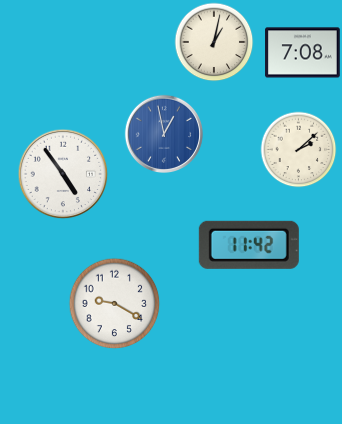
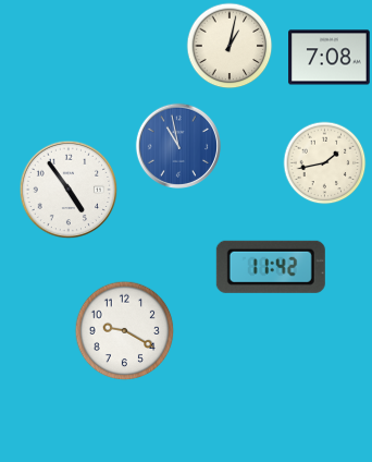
clock at (214, 42) position: (214, 42) -> (230, 46)
clock at (163, 133): 12:58 -> 10:58
clock at (299, 150): 2:08 -> 1:43
